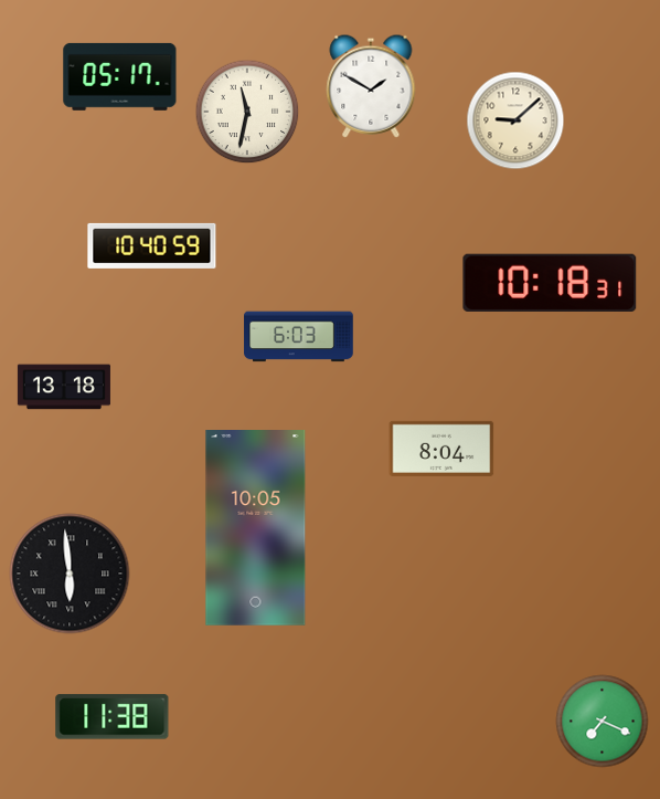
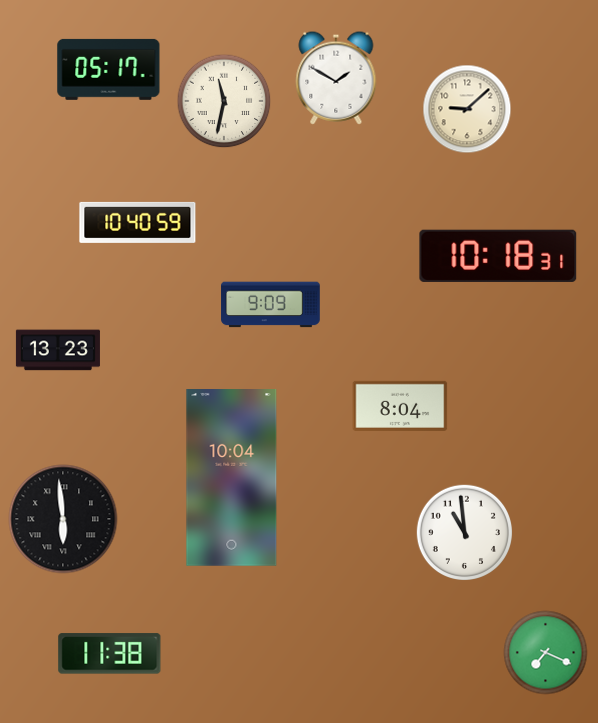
clock at (299, 337): 6:03 -> 9:09
clock at (64, 387): 13:18 -> 13:23
clock at (256, 528): 10:05 -> 10:04
clock at (464, 532): none -> 10:59
clock at (113, 717) position: (113, 717) -> (110, 654)
